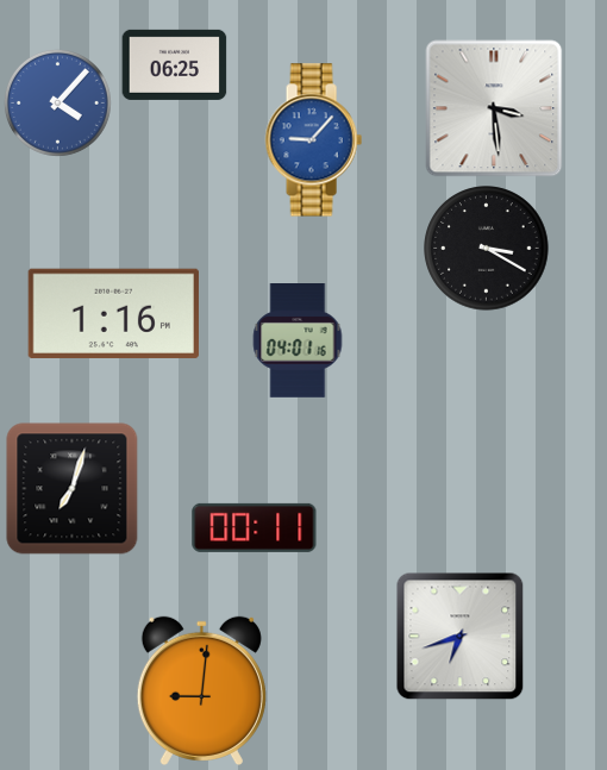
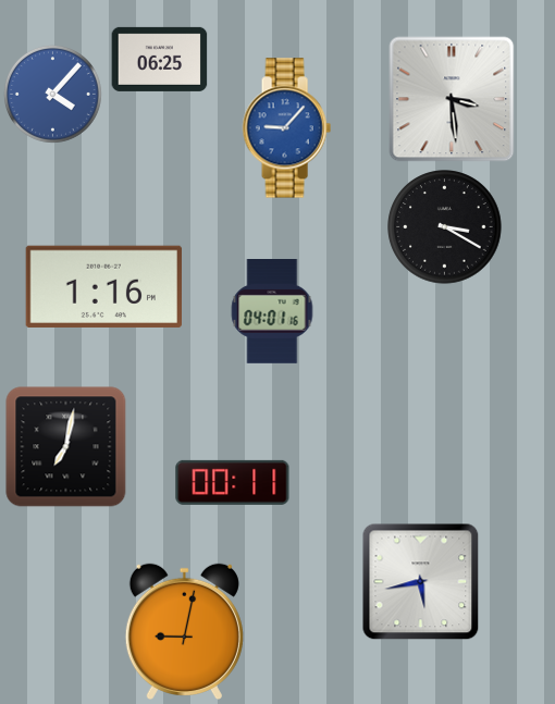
clock at (73, 489): 7:03 -> 7:02
clock at (461, 637): 6:42 -> 5:43
clock at (201, 690): 9:01 -> 9:02
